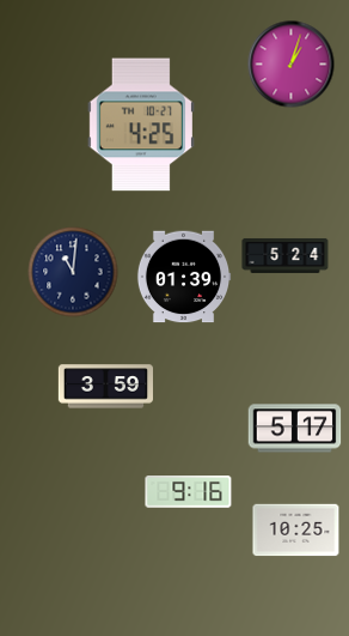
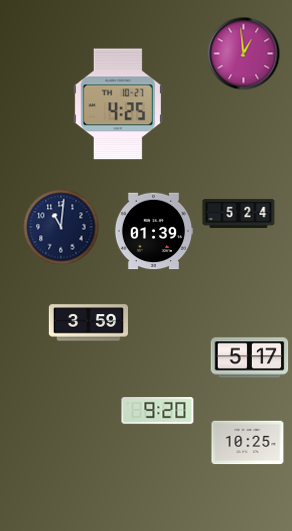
clock at (292, 65): 1:03 -> 12:59
clock at (295, 429) position: (295, 429) -> (250, 358)
clock at (189, 492): 9:16 -> 9:20
